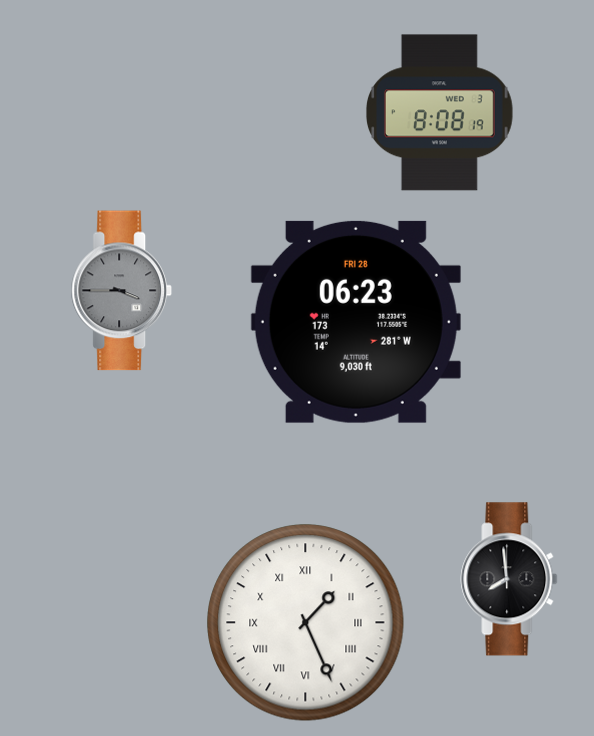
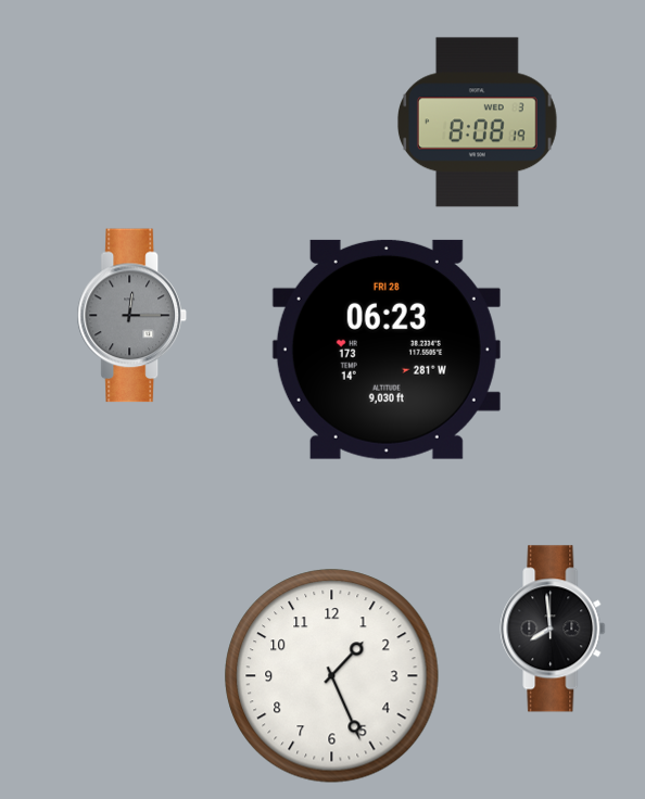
clock at (122, 291): 3:45 -> 12:15
clock at (306, 623) numerals: Roman -> Arabic
